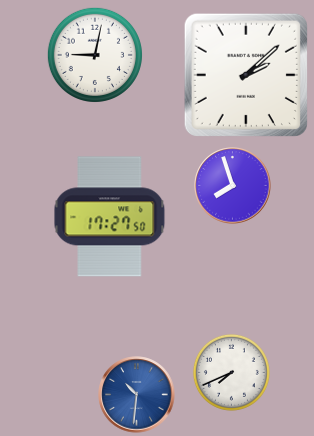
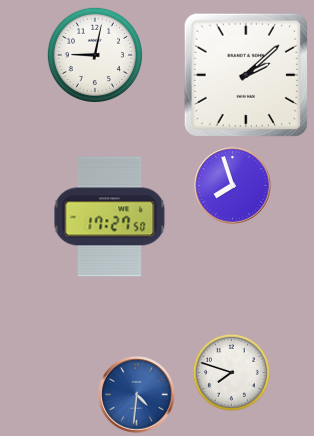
clock at (231, 372): 7:41 -> 7:48
clock at (137, 395): 10:31 -> 4:31
